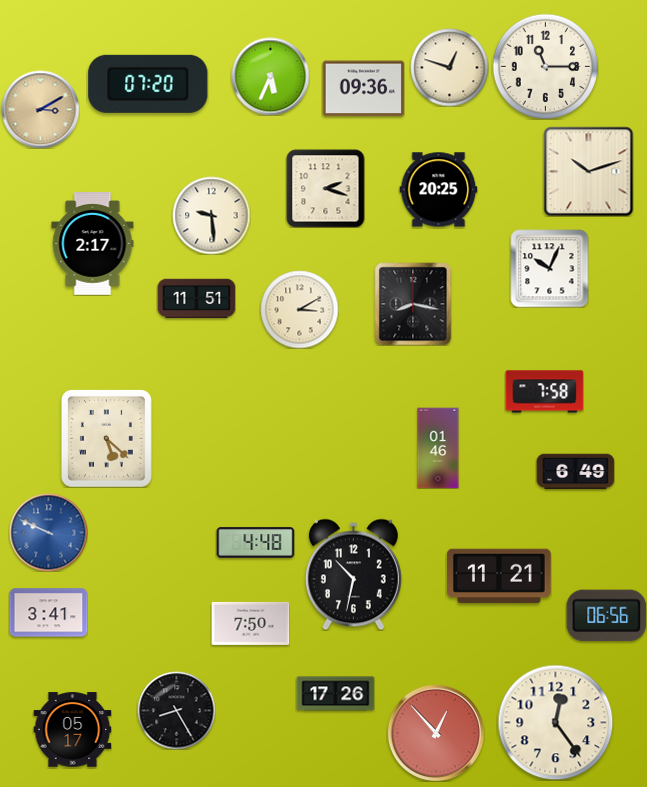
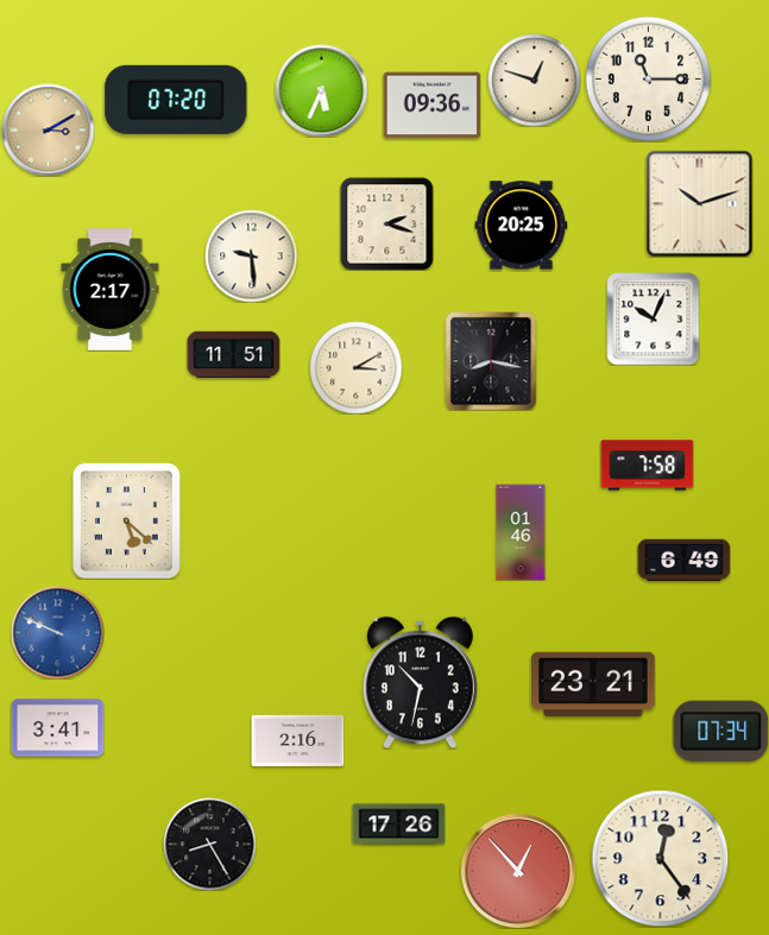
clock at (255, 543): 4:48 -> none
clock at (500, 576): 11:21 -> 23:21
clock at (606, 616): 06:56 -> 07:34
clock at (250, 623): 7:50 -> 2:16
clock at (72, 730): 05:17 -> none
